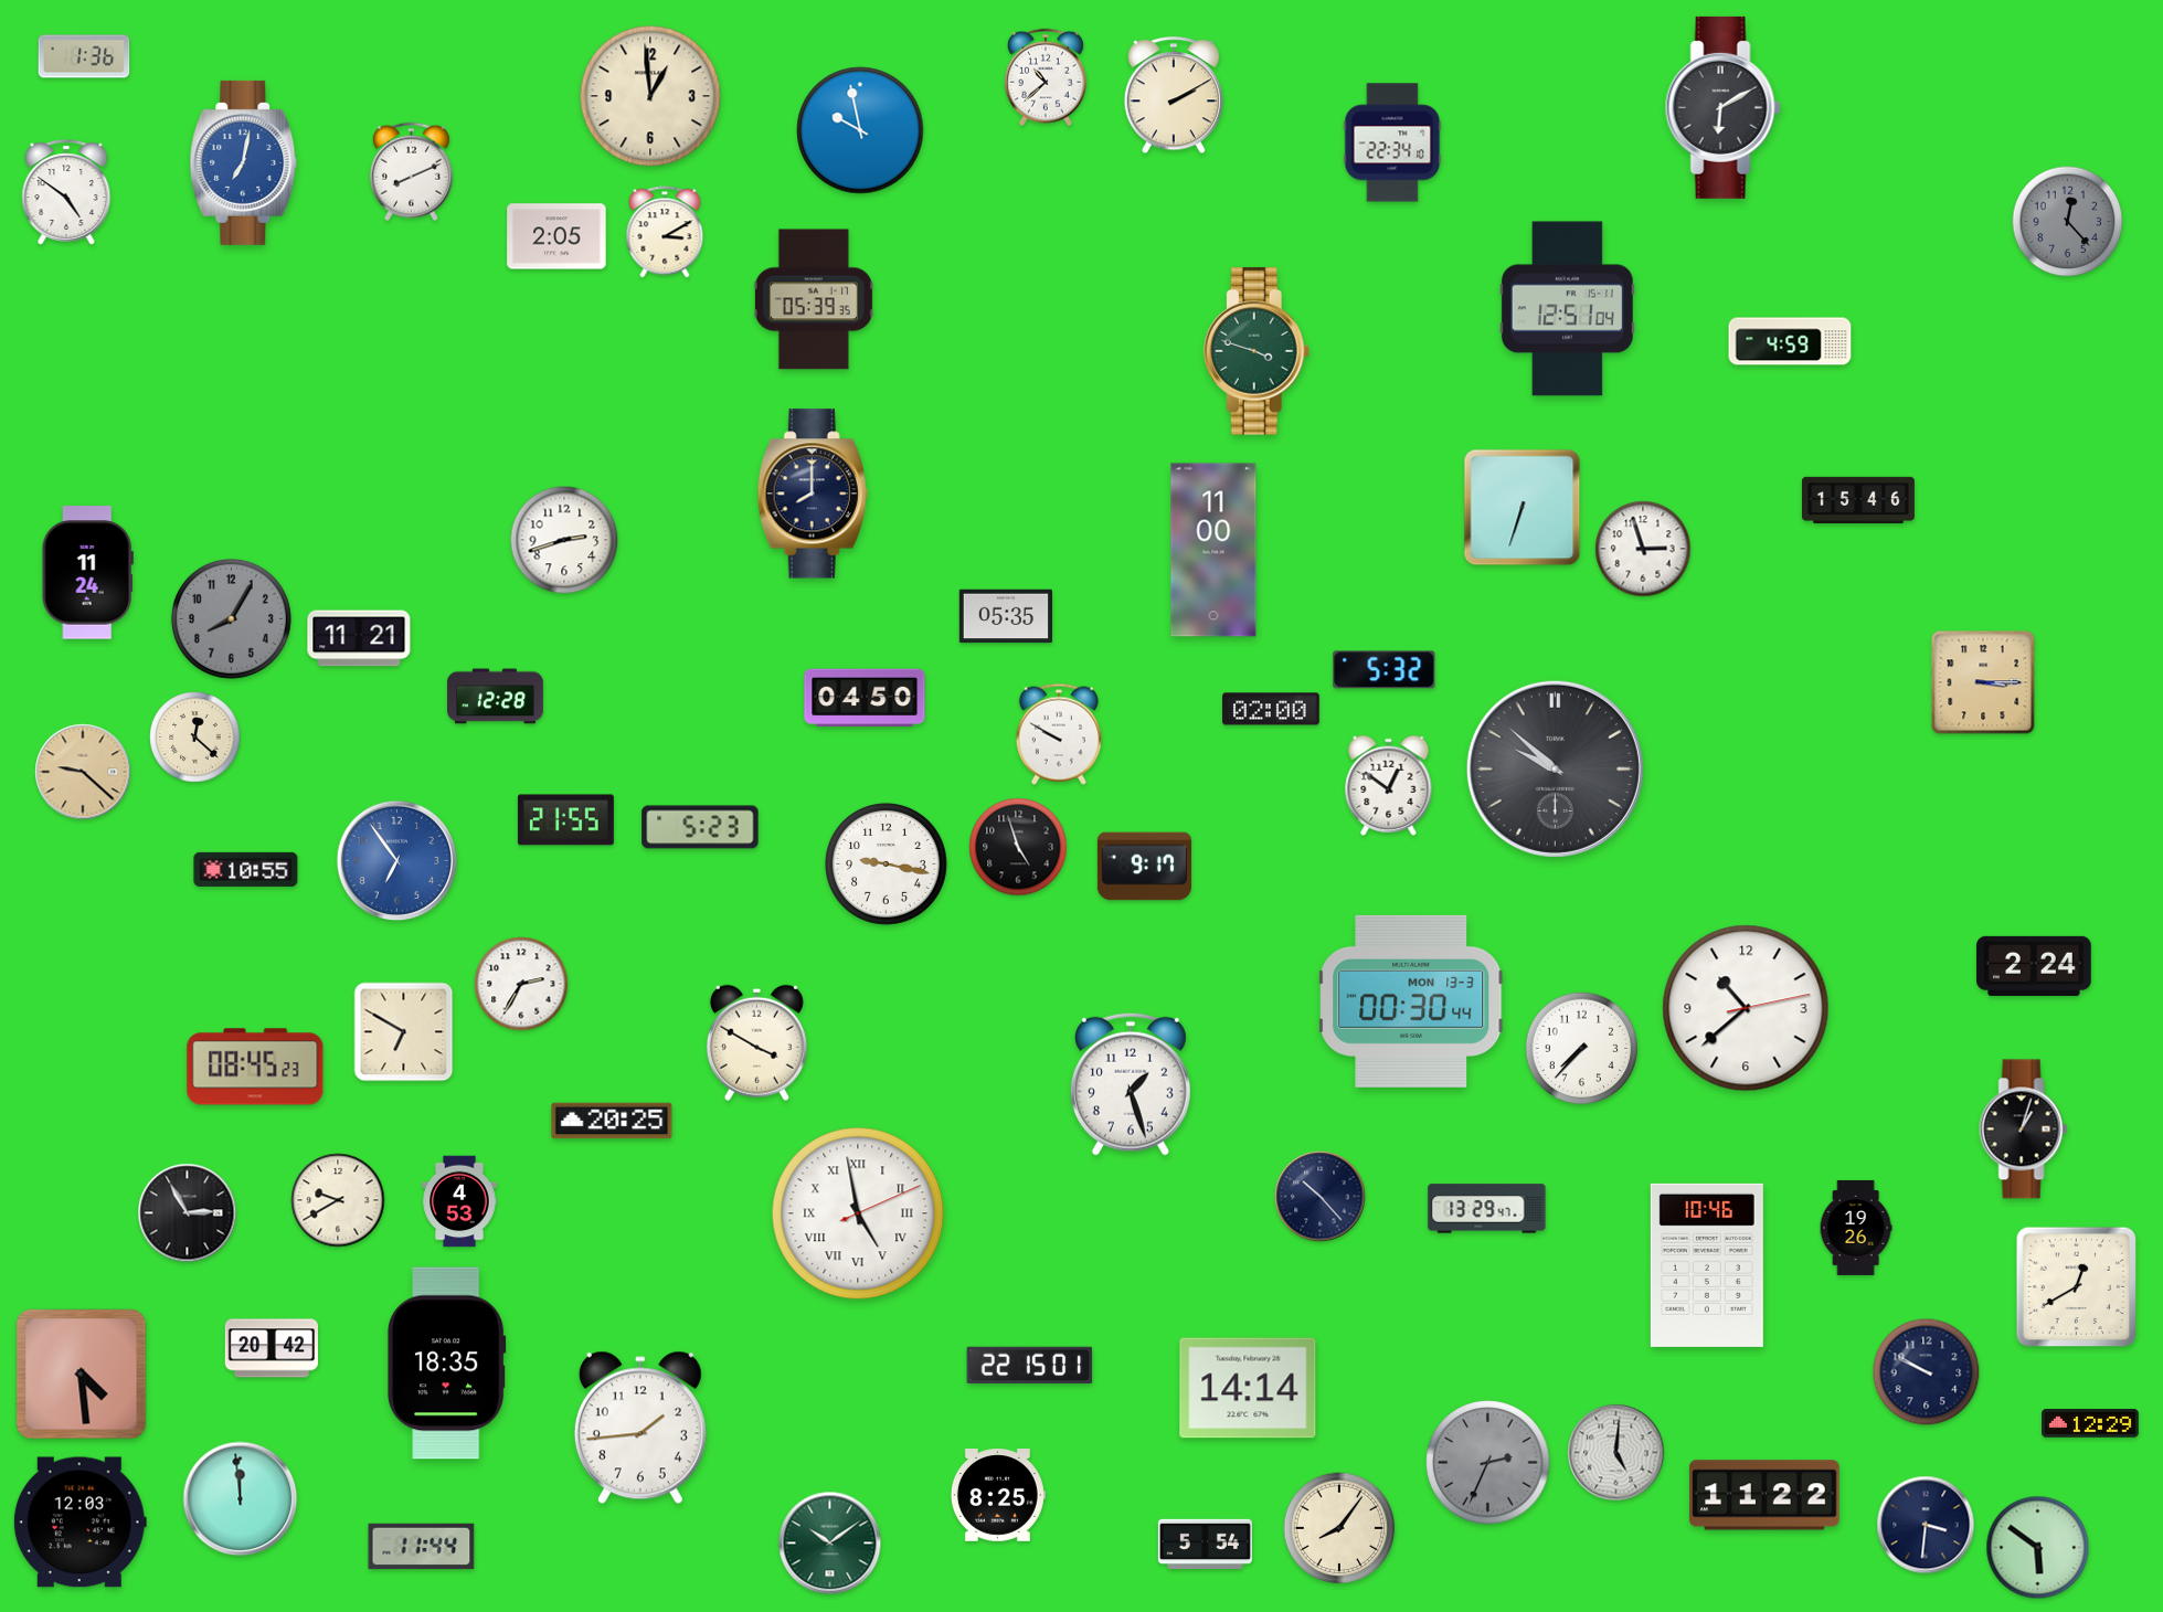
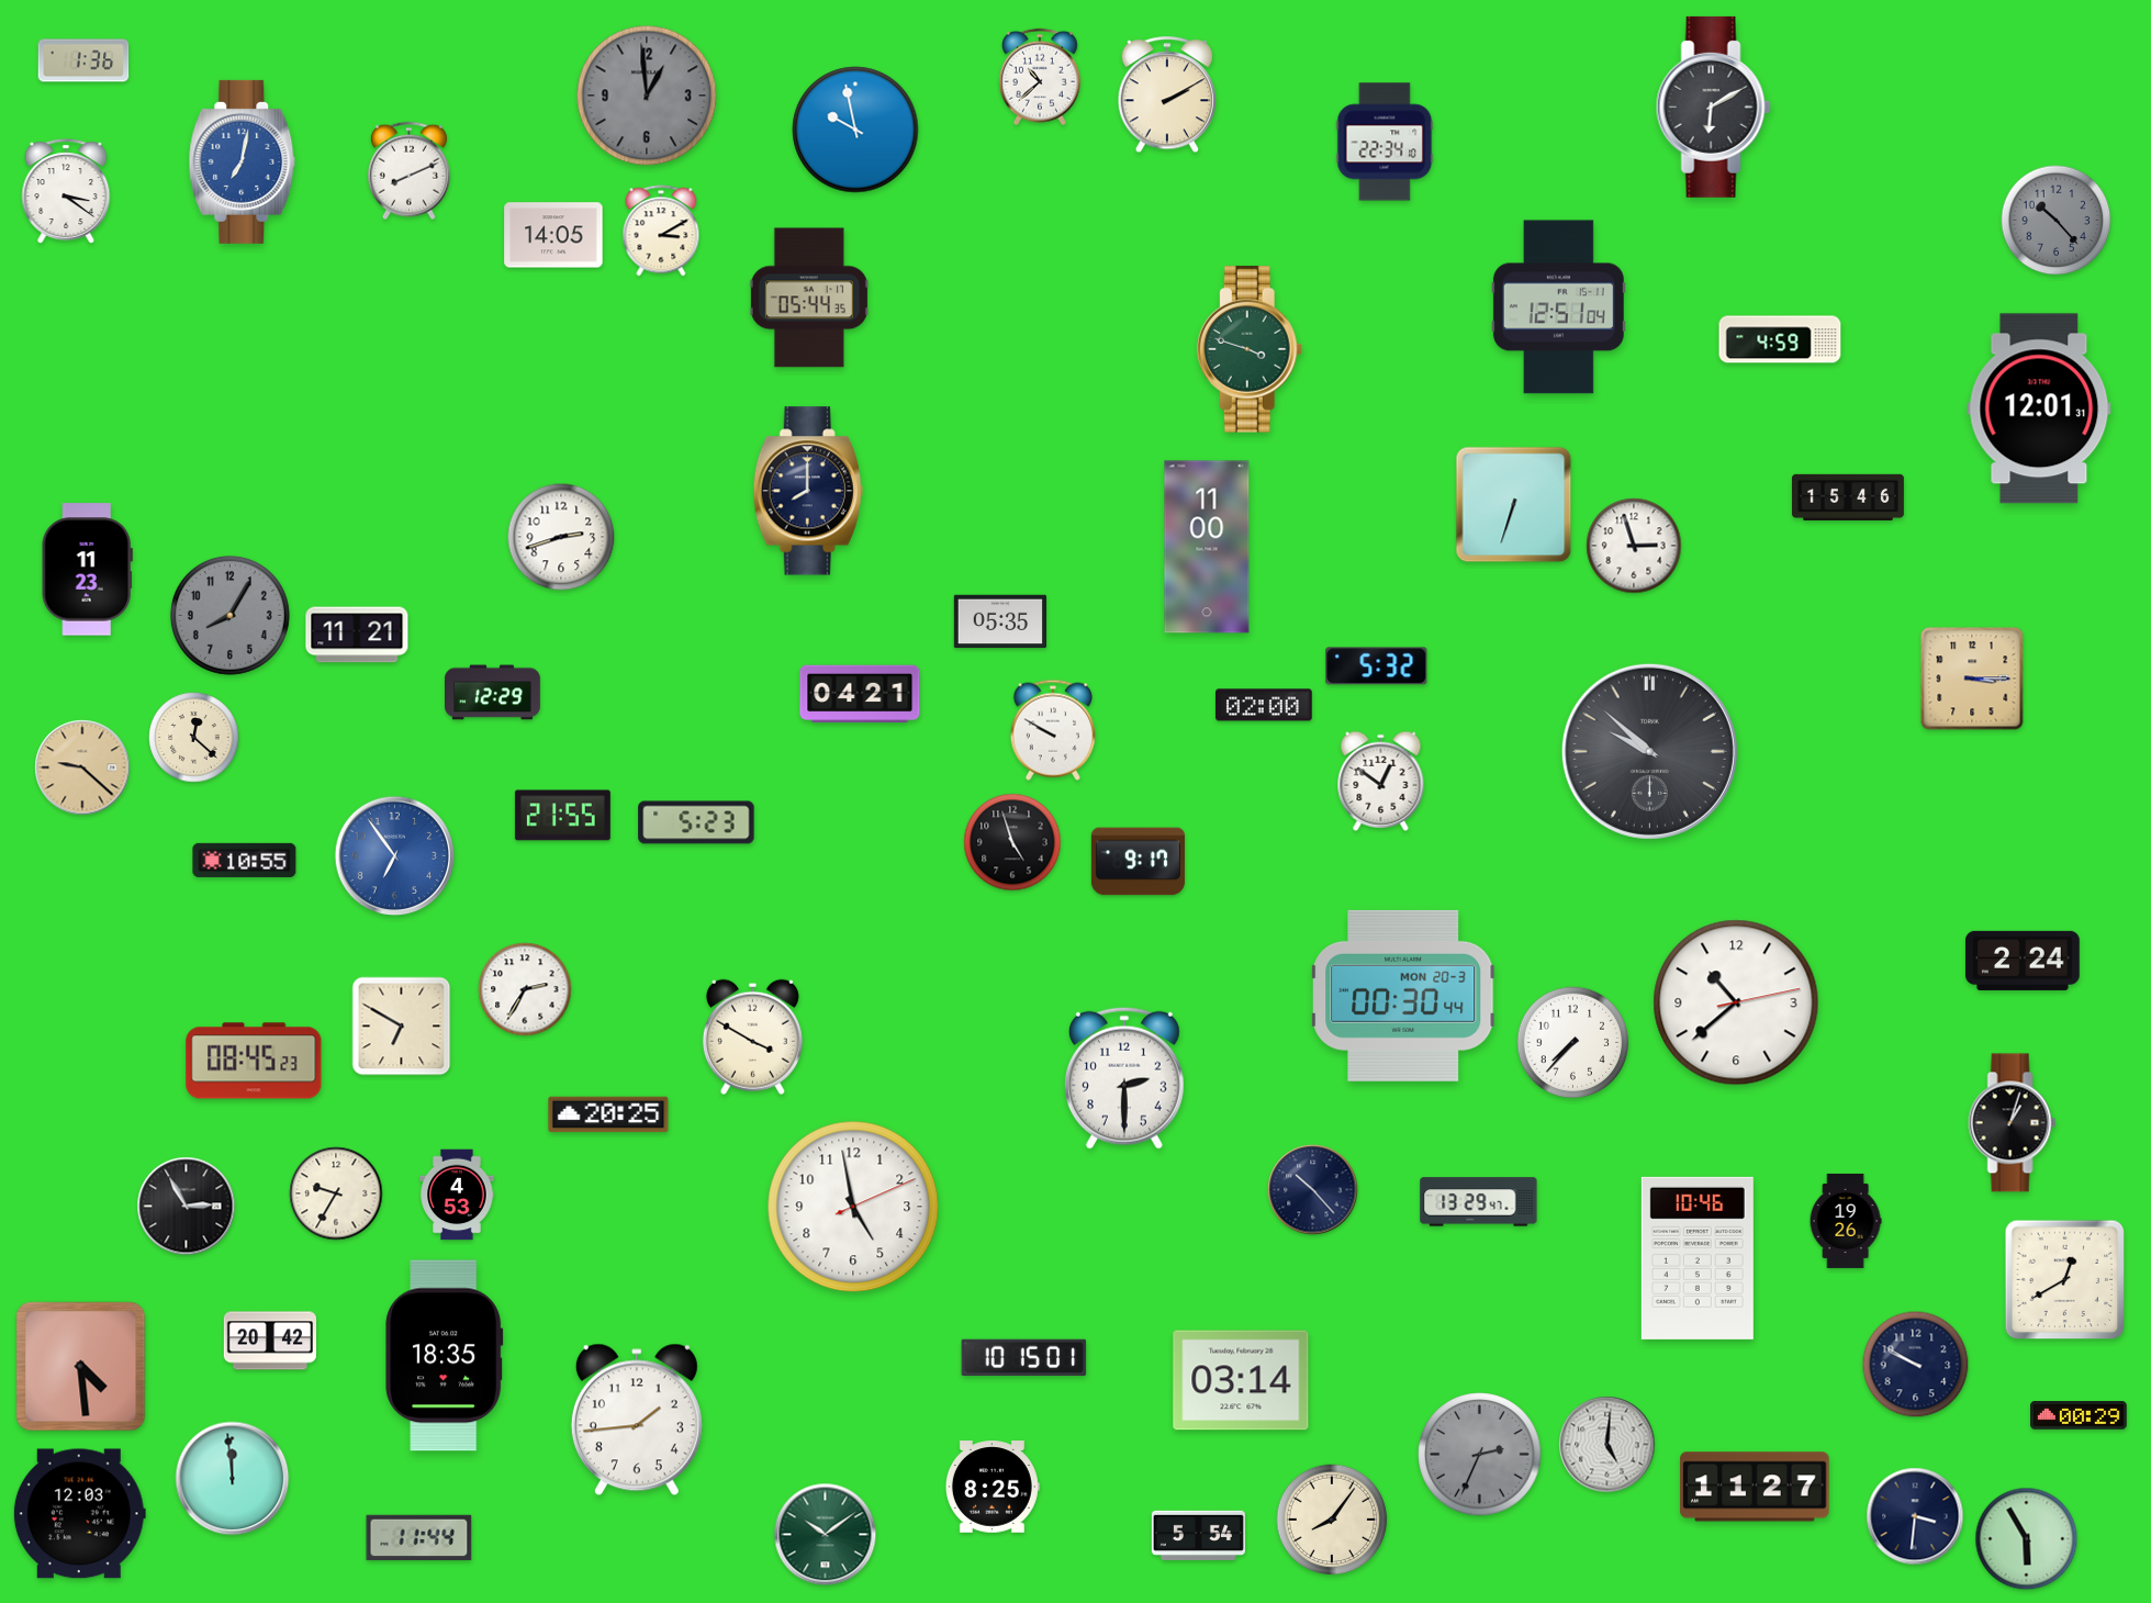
clock at (84, 56) position: (84, 56) -> (83, 60)
clock at (650, 96) dial: cream -> grey
clock at (66, 192): 4:51 -> 3:21
clock at (2068, 222): 12:23 -> 10:23
clock at (556, 236): 2:05 -> 14:05
clock at (814, 299): 05:39 -> 05:44
clock at (2039, 408): none -> 12:01
clock at (87, 573): 11:24 -> 11:23
clock at (1005, 616) position: (1005, 616) -> (999, 621)
clock at (496, 697): 12:28 -> 12:29
clock at (865, 698): 04:50 -> 04:21
clock at (195, 738) position: (195, 738) -> (194, 738)
clock at (1555, 768) position: (1555, 768) -> (1649, 751)
clock at (887, 865): 9:17 -> none
clock at (246, 869) position: (246, 869) -> (245, 860)
clock at (521, 984) position: (521, 984) -> (525, 989)
clock at (1412, 1001) date: MON 13-3 -> MON 20-3
clock at (1131, 1084): 1:27 -> 2:30
clock at (338, 1200): 9:40 -> 9:35
clock at (858, 1213) numerals: Roman -> Arabic
clock at (1030, 1365): 22:15 -> 10:15
clock at (1248, 1388): 14:14 -> 03:14
clock at (2090, 1423): 12:29 -> 00:29
clock at (1764, 1495): 11:22 -> 11:27
clock at (241, 1499) position: (241, 1499) -> (233, 1479)
clock at (2038, 1548): 5:51 -> 5:55
